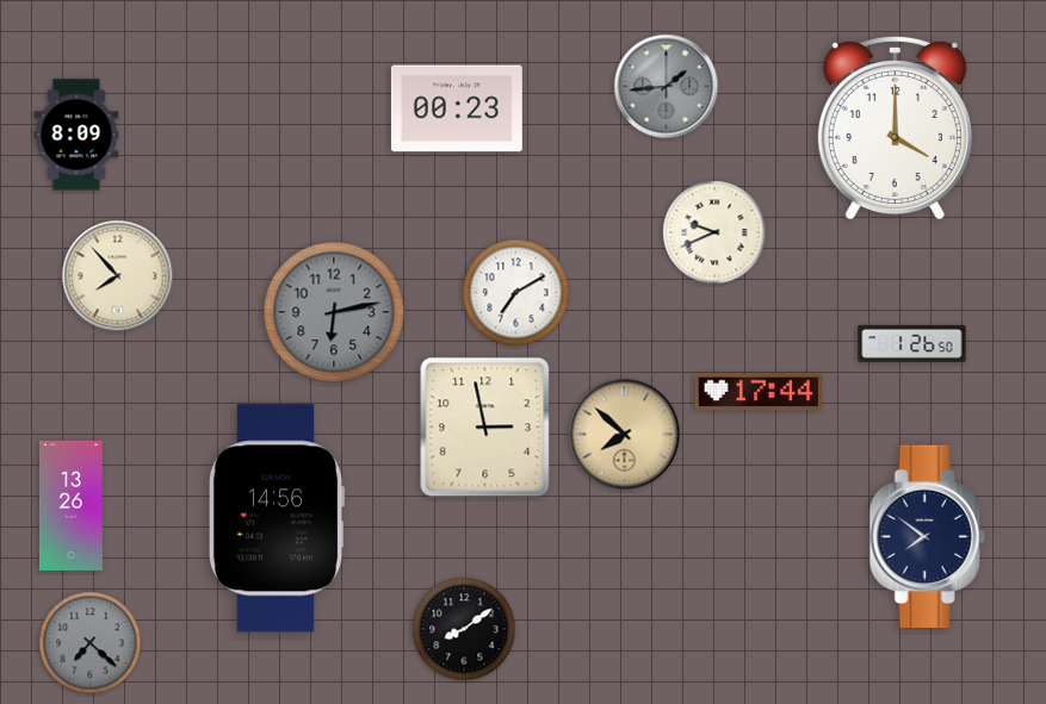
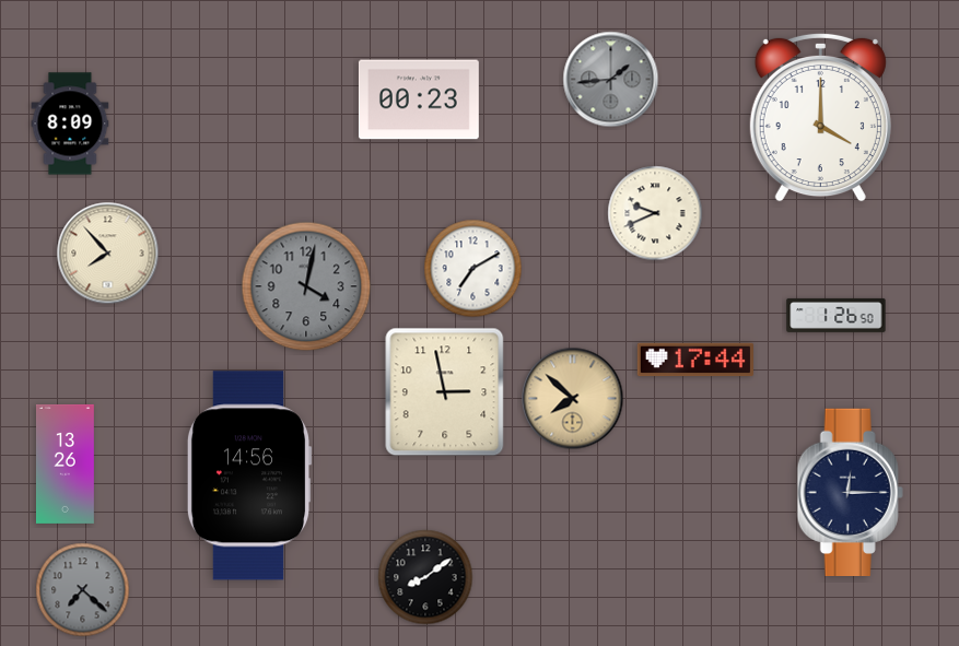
clock at (334, 312): 6:13 -> 4:02
clock at (277, 518) position: (277, 518) -> (249, 475)
clock at (927, 536): 7:51 -> 12:15
